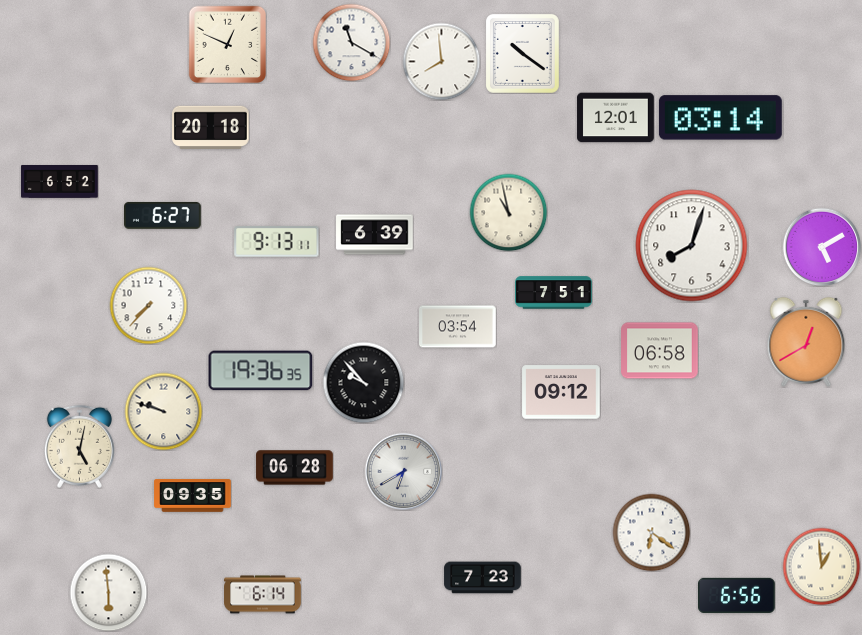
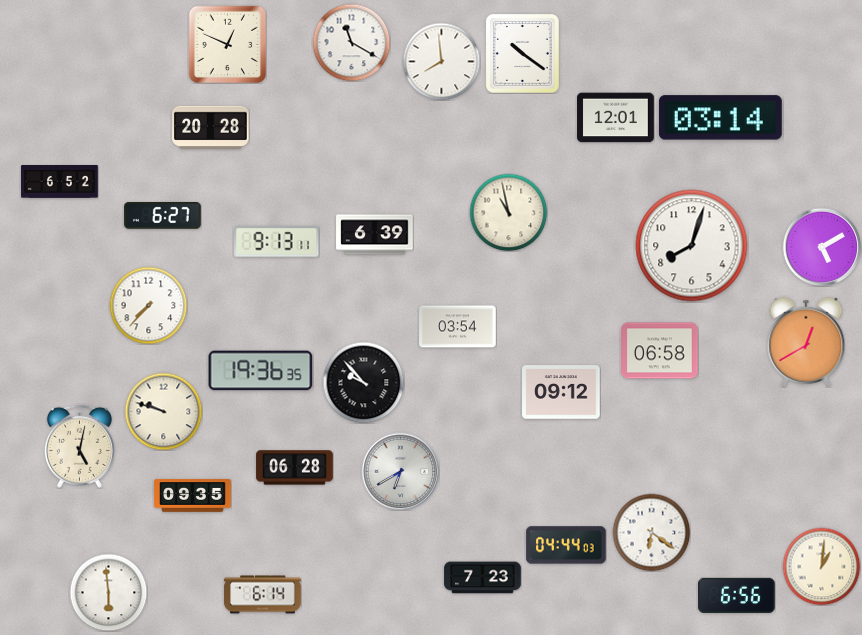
clock at (211, 127): 20:18 -> 20:28
clock at (554, 293): 7:51 -> none
clock at (403, 471) position: (403, 471) -> (400, 471)
clock at (566, 545): none -> 04:44
clock at (821, 566): 12:59 -> 1:01
